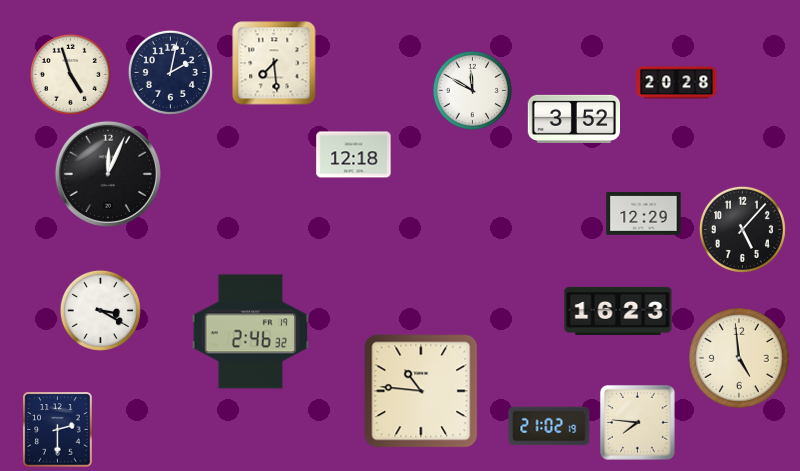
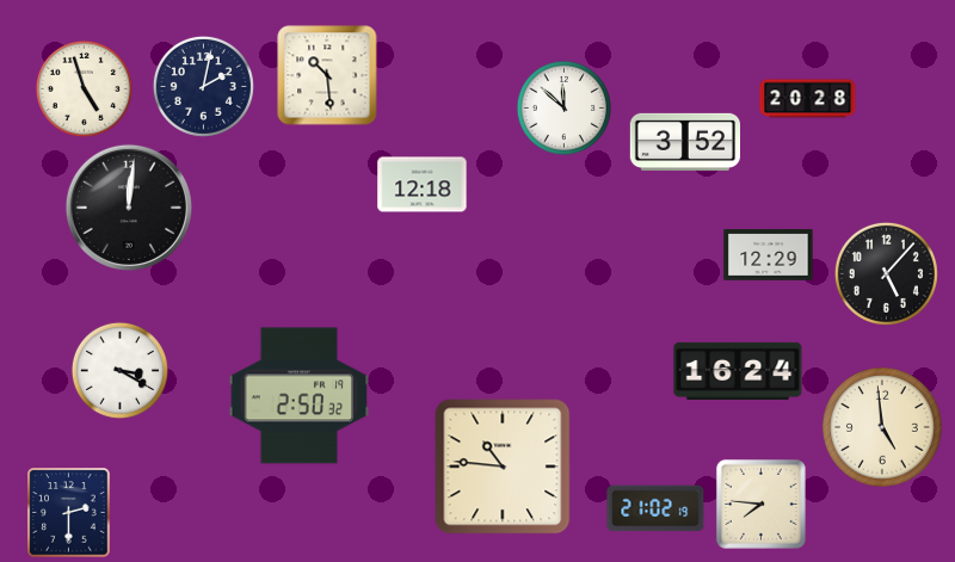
clock at (274, 63): 7:29 -> 10:29
clock at (472, 90): 11:50 -> 11:52
clock at (108, 174): 12:04 -> 12:01
clock at (618, 311): 16:23 -> 16:24
clock at (251, 332): 2:46 -> 2:50
